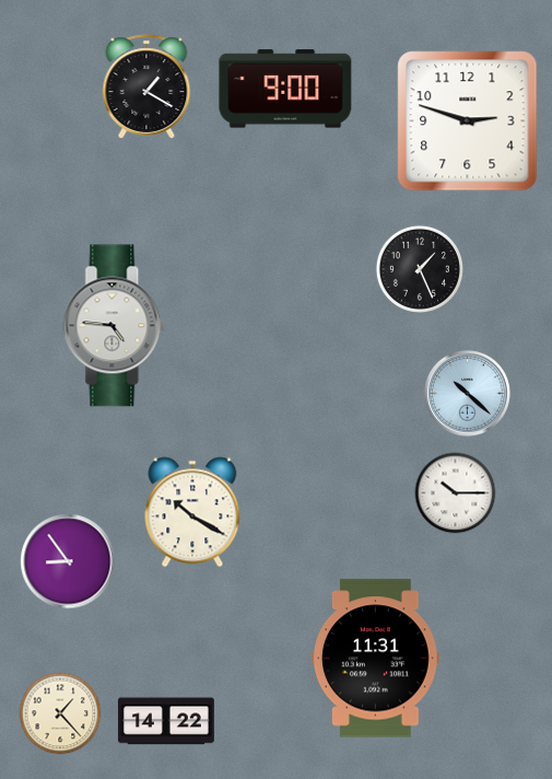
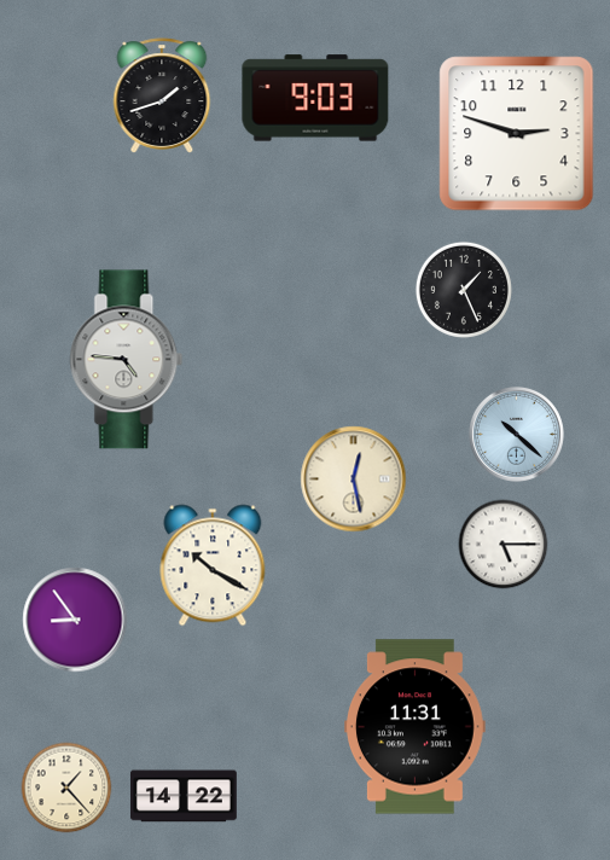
clock at (146, 86): 1:20 -> 1:42
clock at (285, 89): 9:00 -> 9:03
clock at (420, 269) position: (420, 269) -> (464, 290)
clock at (354, 480): none -> 12:28
clock at (456, 493): 10:15 -> 5:15
